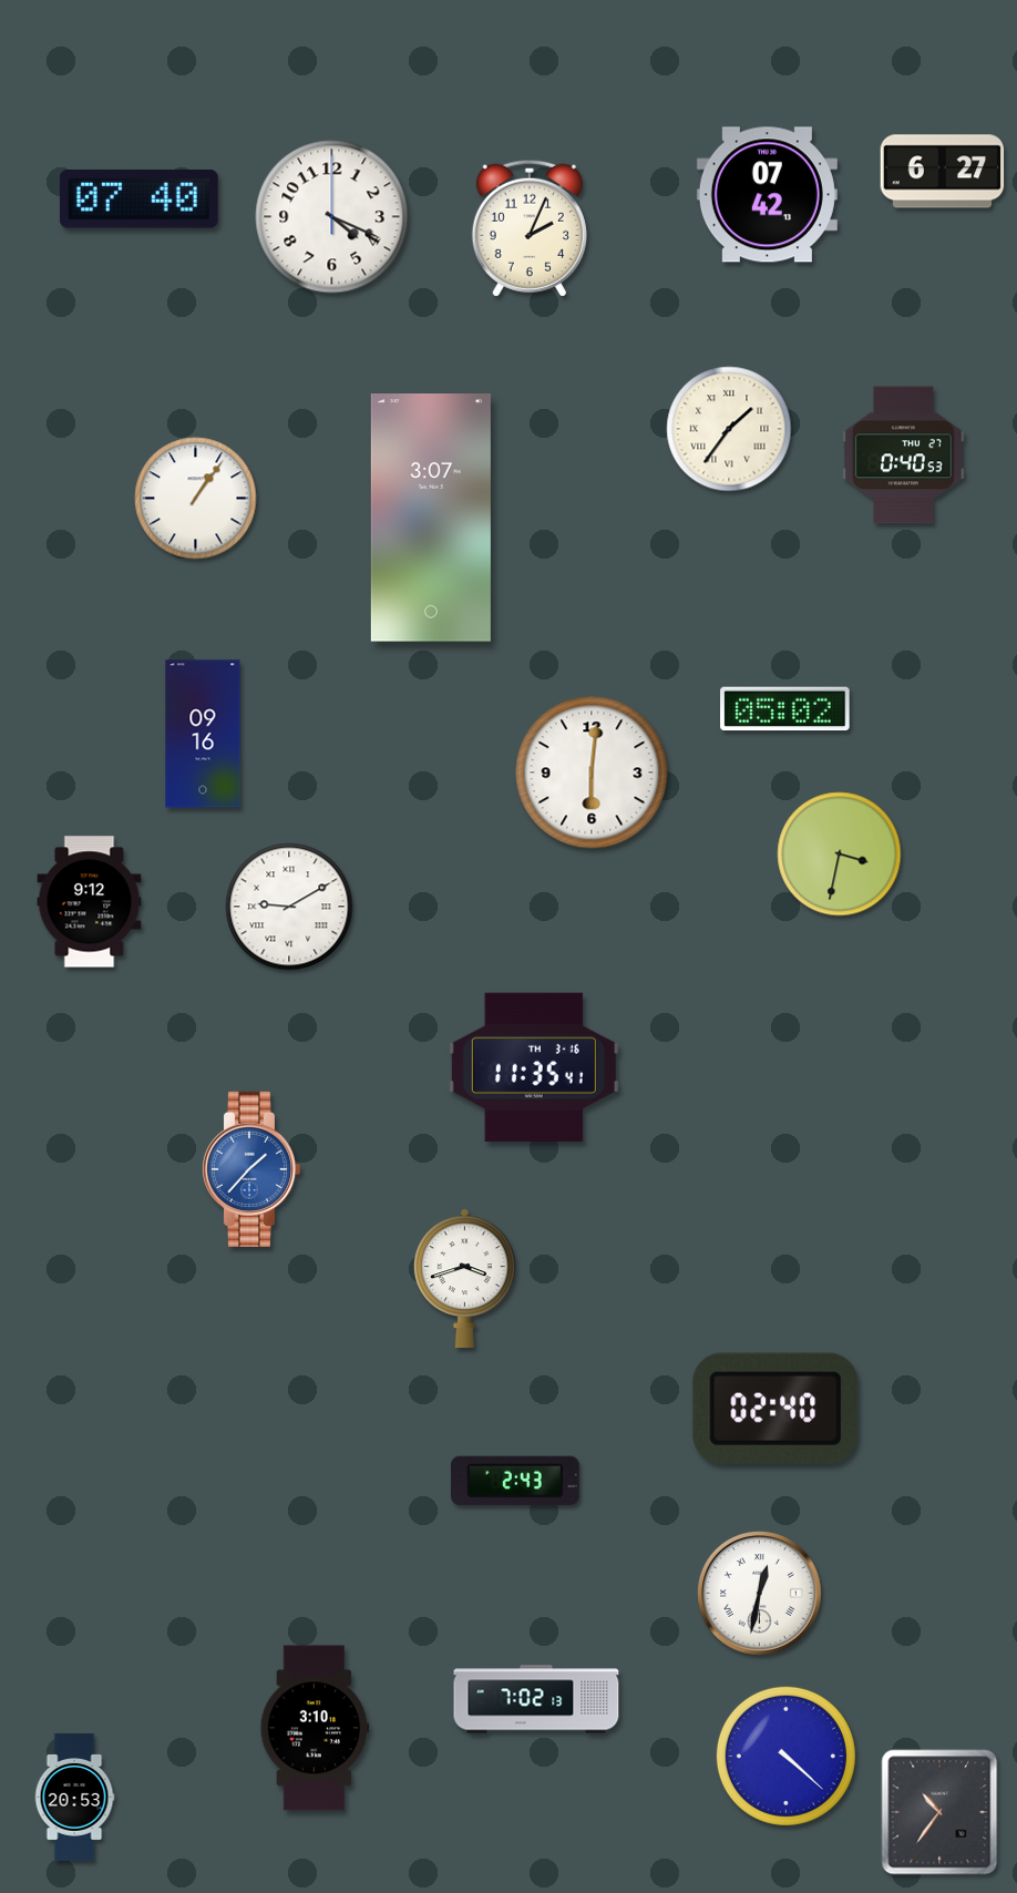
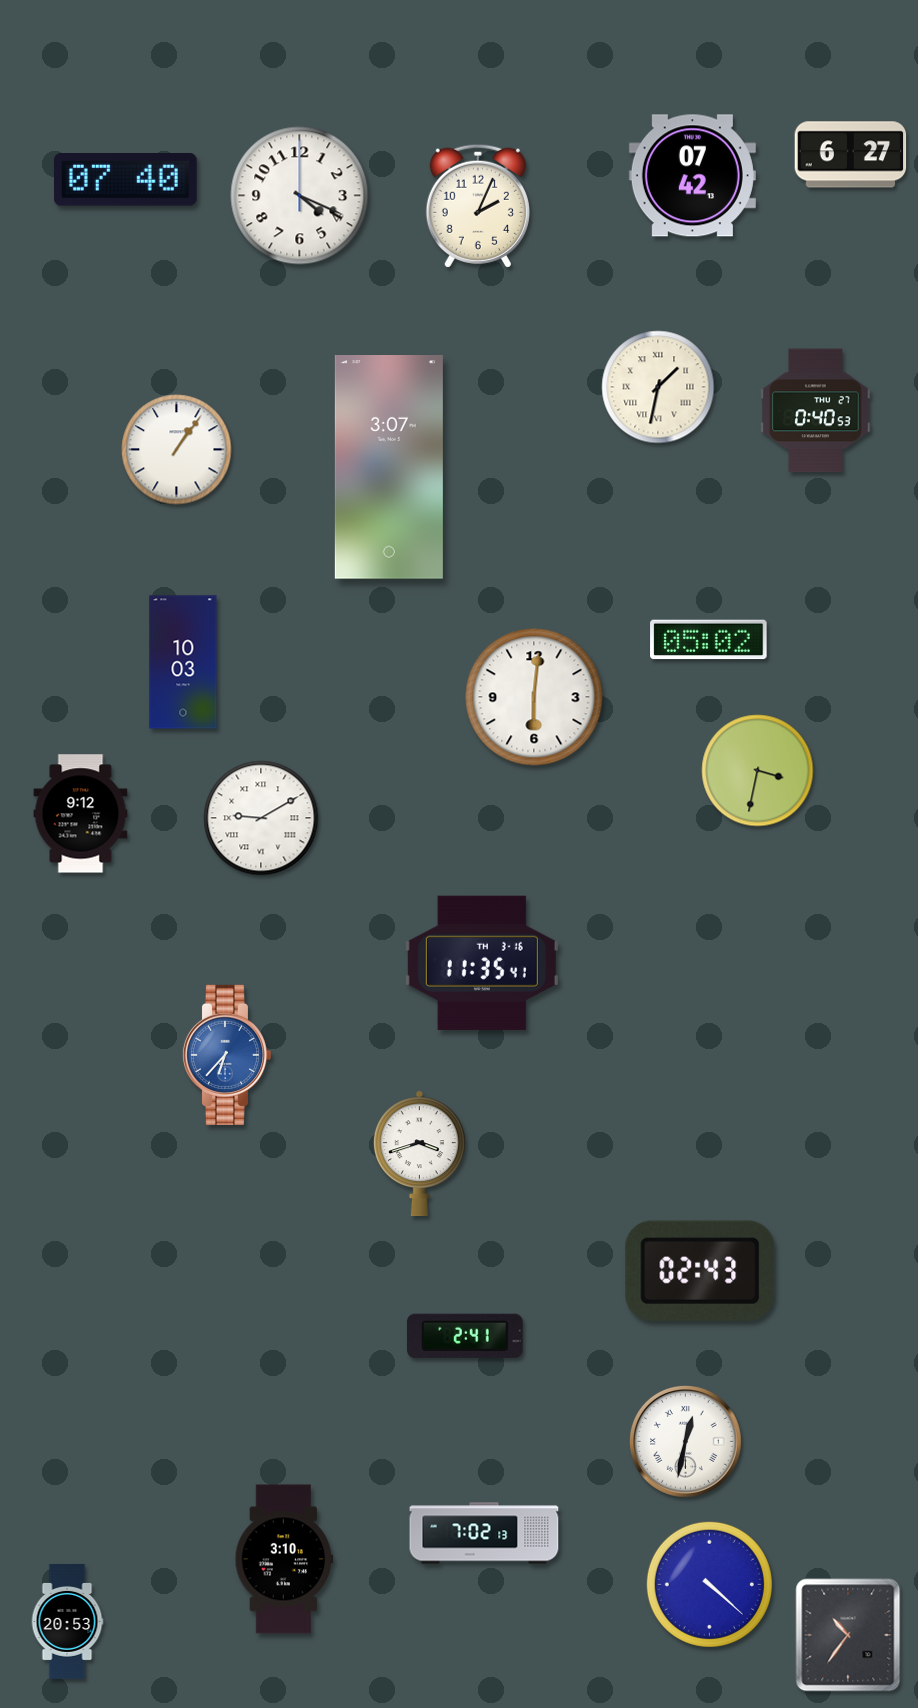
clock at (729, 429): 1:36 -> 1:32
clock at (203, 734): 09:16 -> 10:03
clock at (250, 1169): 1:37 -> 6:37
clock at (775, 1409): 02:40 -> 02:43
clock at (515, 1481): 2:43 -> 2:41
clock at (759, 1593) position: (759, 1593) -> (685, 1441)
